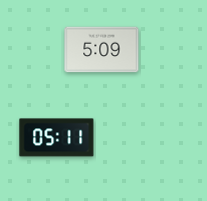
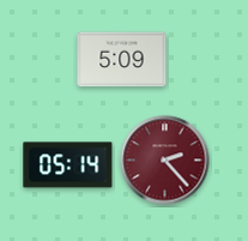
clock at (165, 161): none -> 2:23
clock at (57, 138): 05:11 -> 05:14
